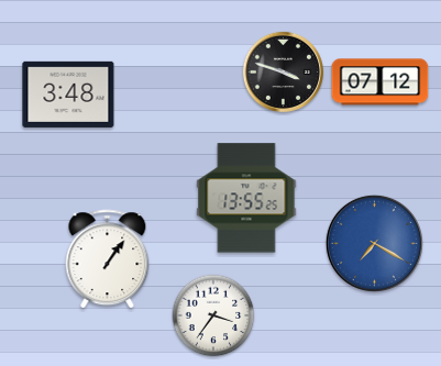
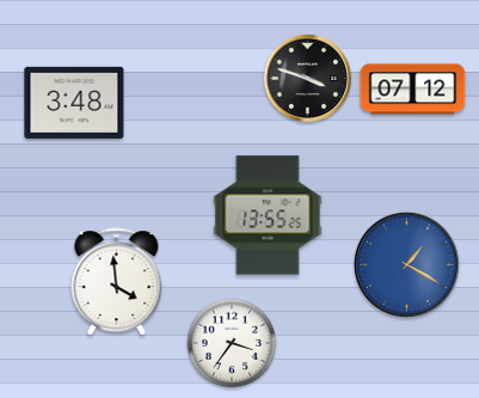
clock at (374, 243): 7:20 -> 1:20
clock at (108, 259): 1:06 -> 3:59
